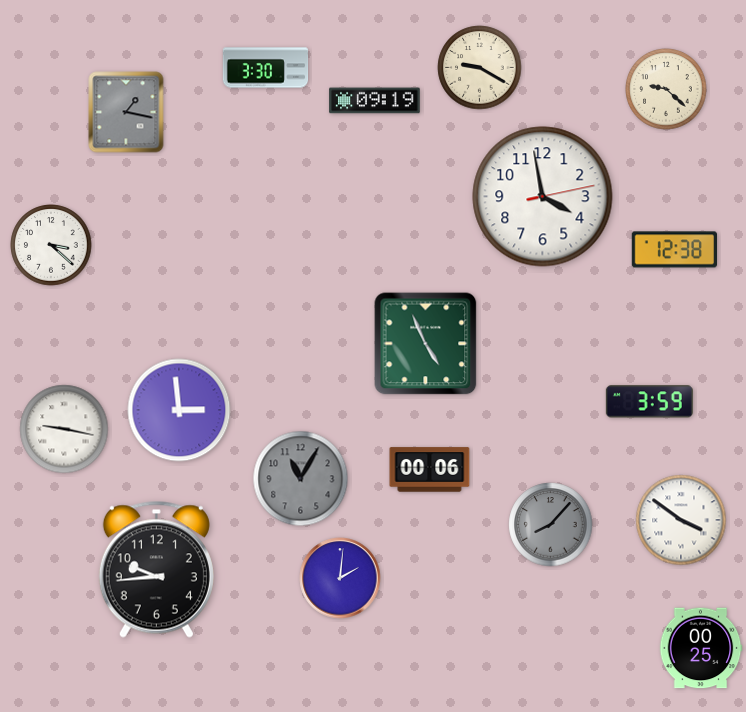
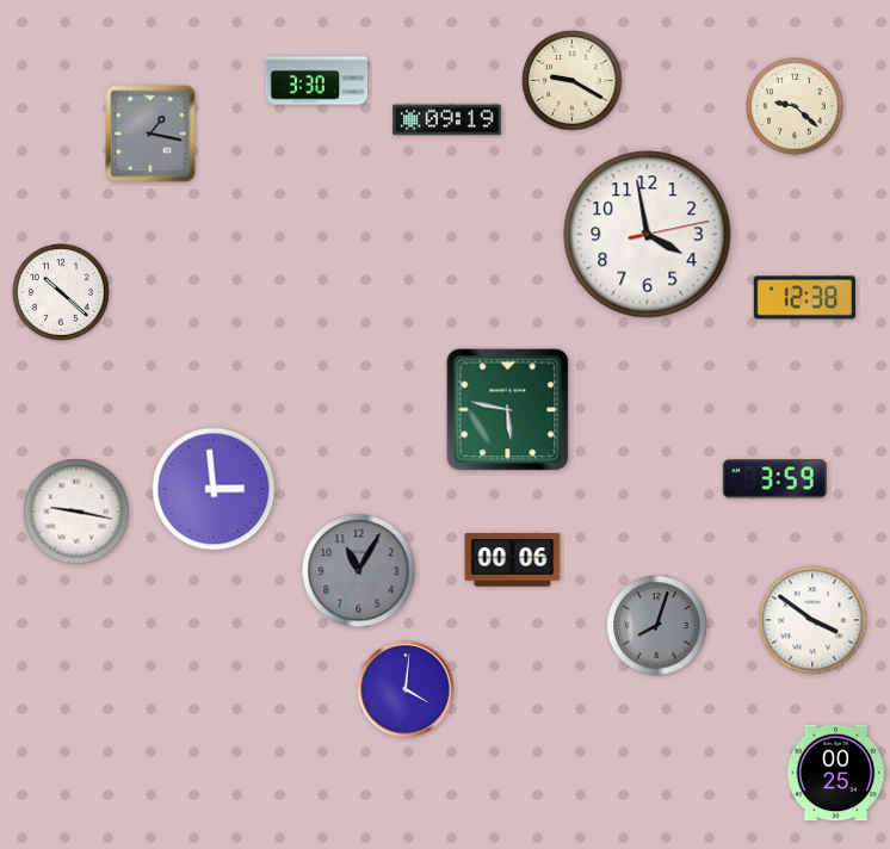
clock at (51, 245): 3:22 -> 10:22
clock at (426, 344): 4:56 -> 5:47
clock at (551, 525): 8:07 -> 8:03
clock at (156, 569): 9:44 -> none
clock at (340, 578): 2:01 -> 4:01
